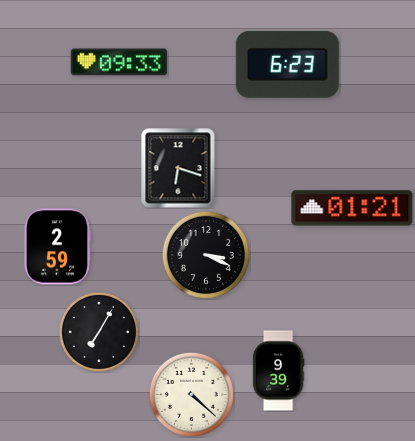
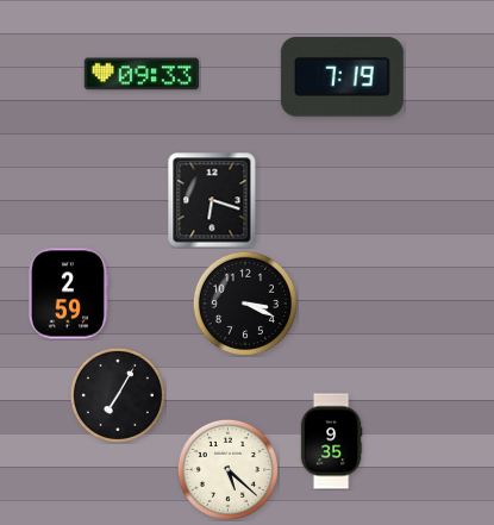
clock at (287, 64): 6:23 -> 7:19
clock at (352, 208): 01:21 -> none
clock at (278, 371): 9:39 -> 9:35
clock at (191, 394): 4:22 -> 5:22
